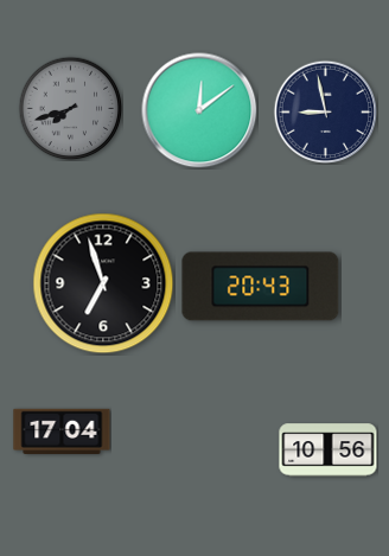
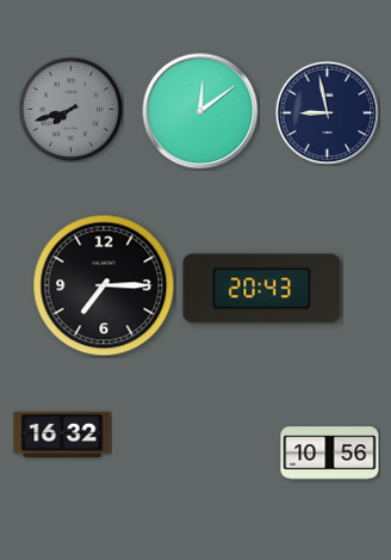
clock at (103, 283): 6:57 -> 7:15
clock at (62, 430): 17:04 -> 16:32
